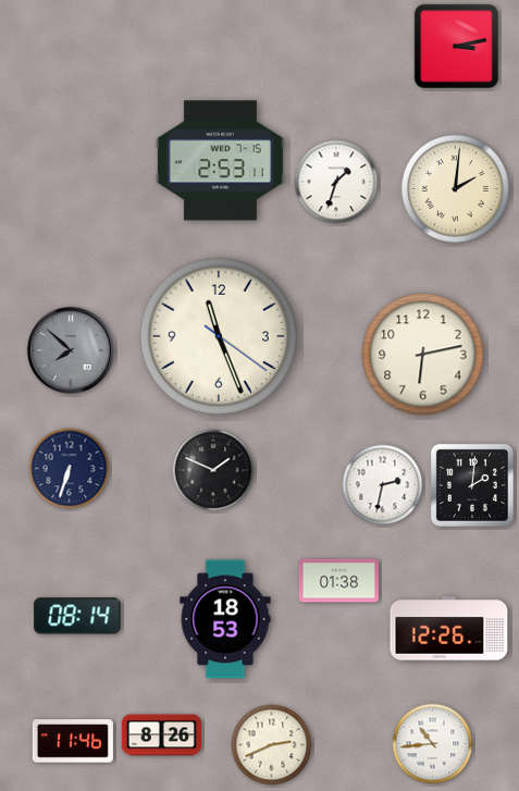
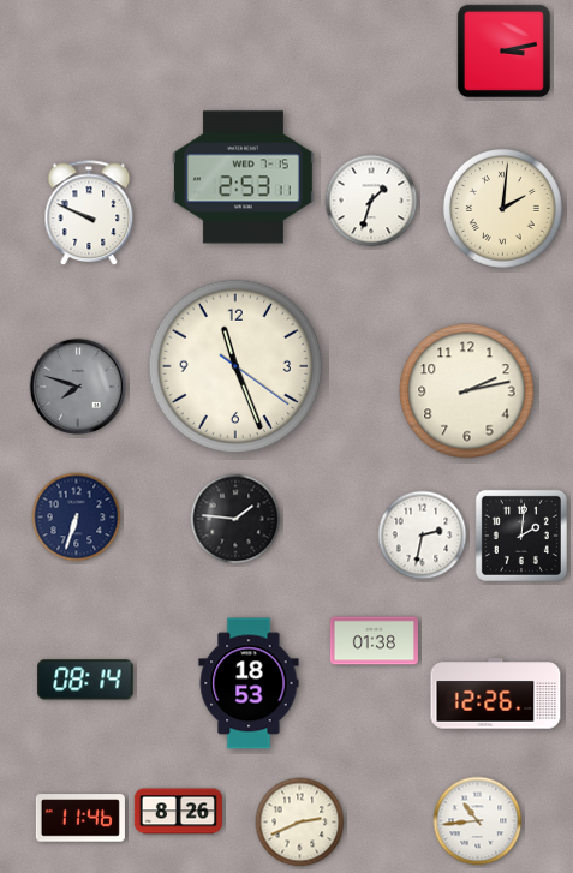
clock at (89, 214): none -> 9:49
clock at (219, 336) position: (219, 336) -> (235, 366)
clock at (71, 350): 7:52 -> 7:48
clock at (423, 355): 6:13 -> 2:13
clock at (213, 470): 1:49 -> 1:46
